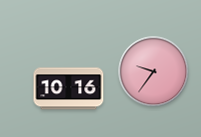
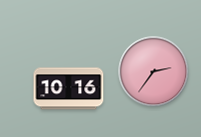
clock at (154, 72): 9:36 -> 2:36
